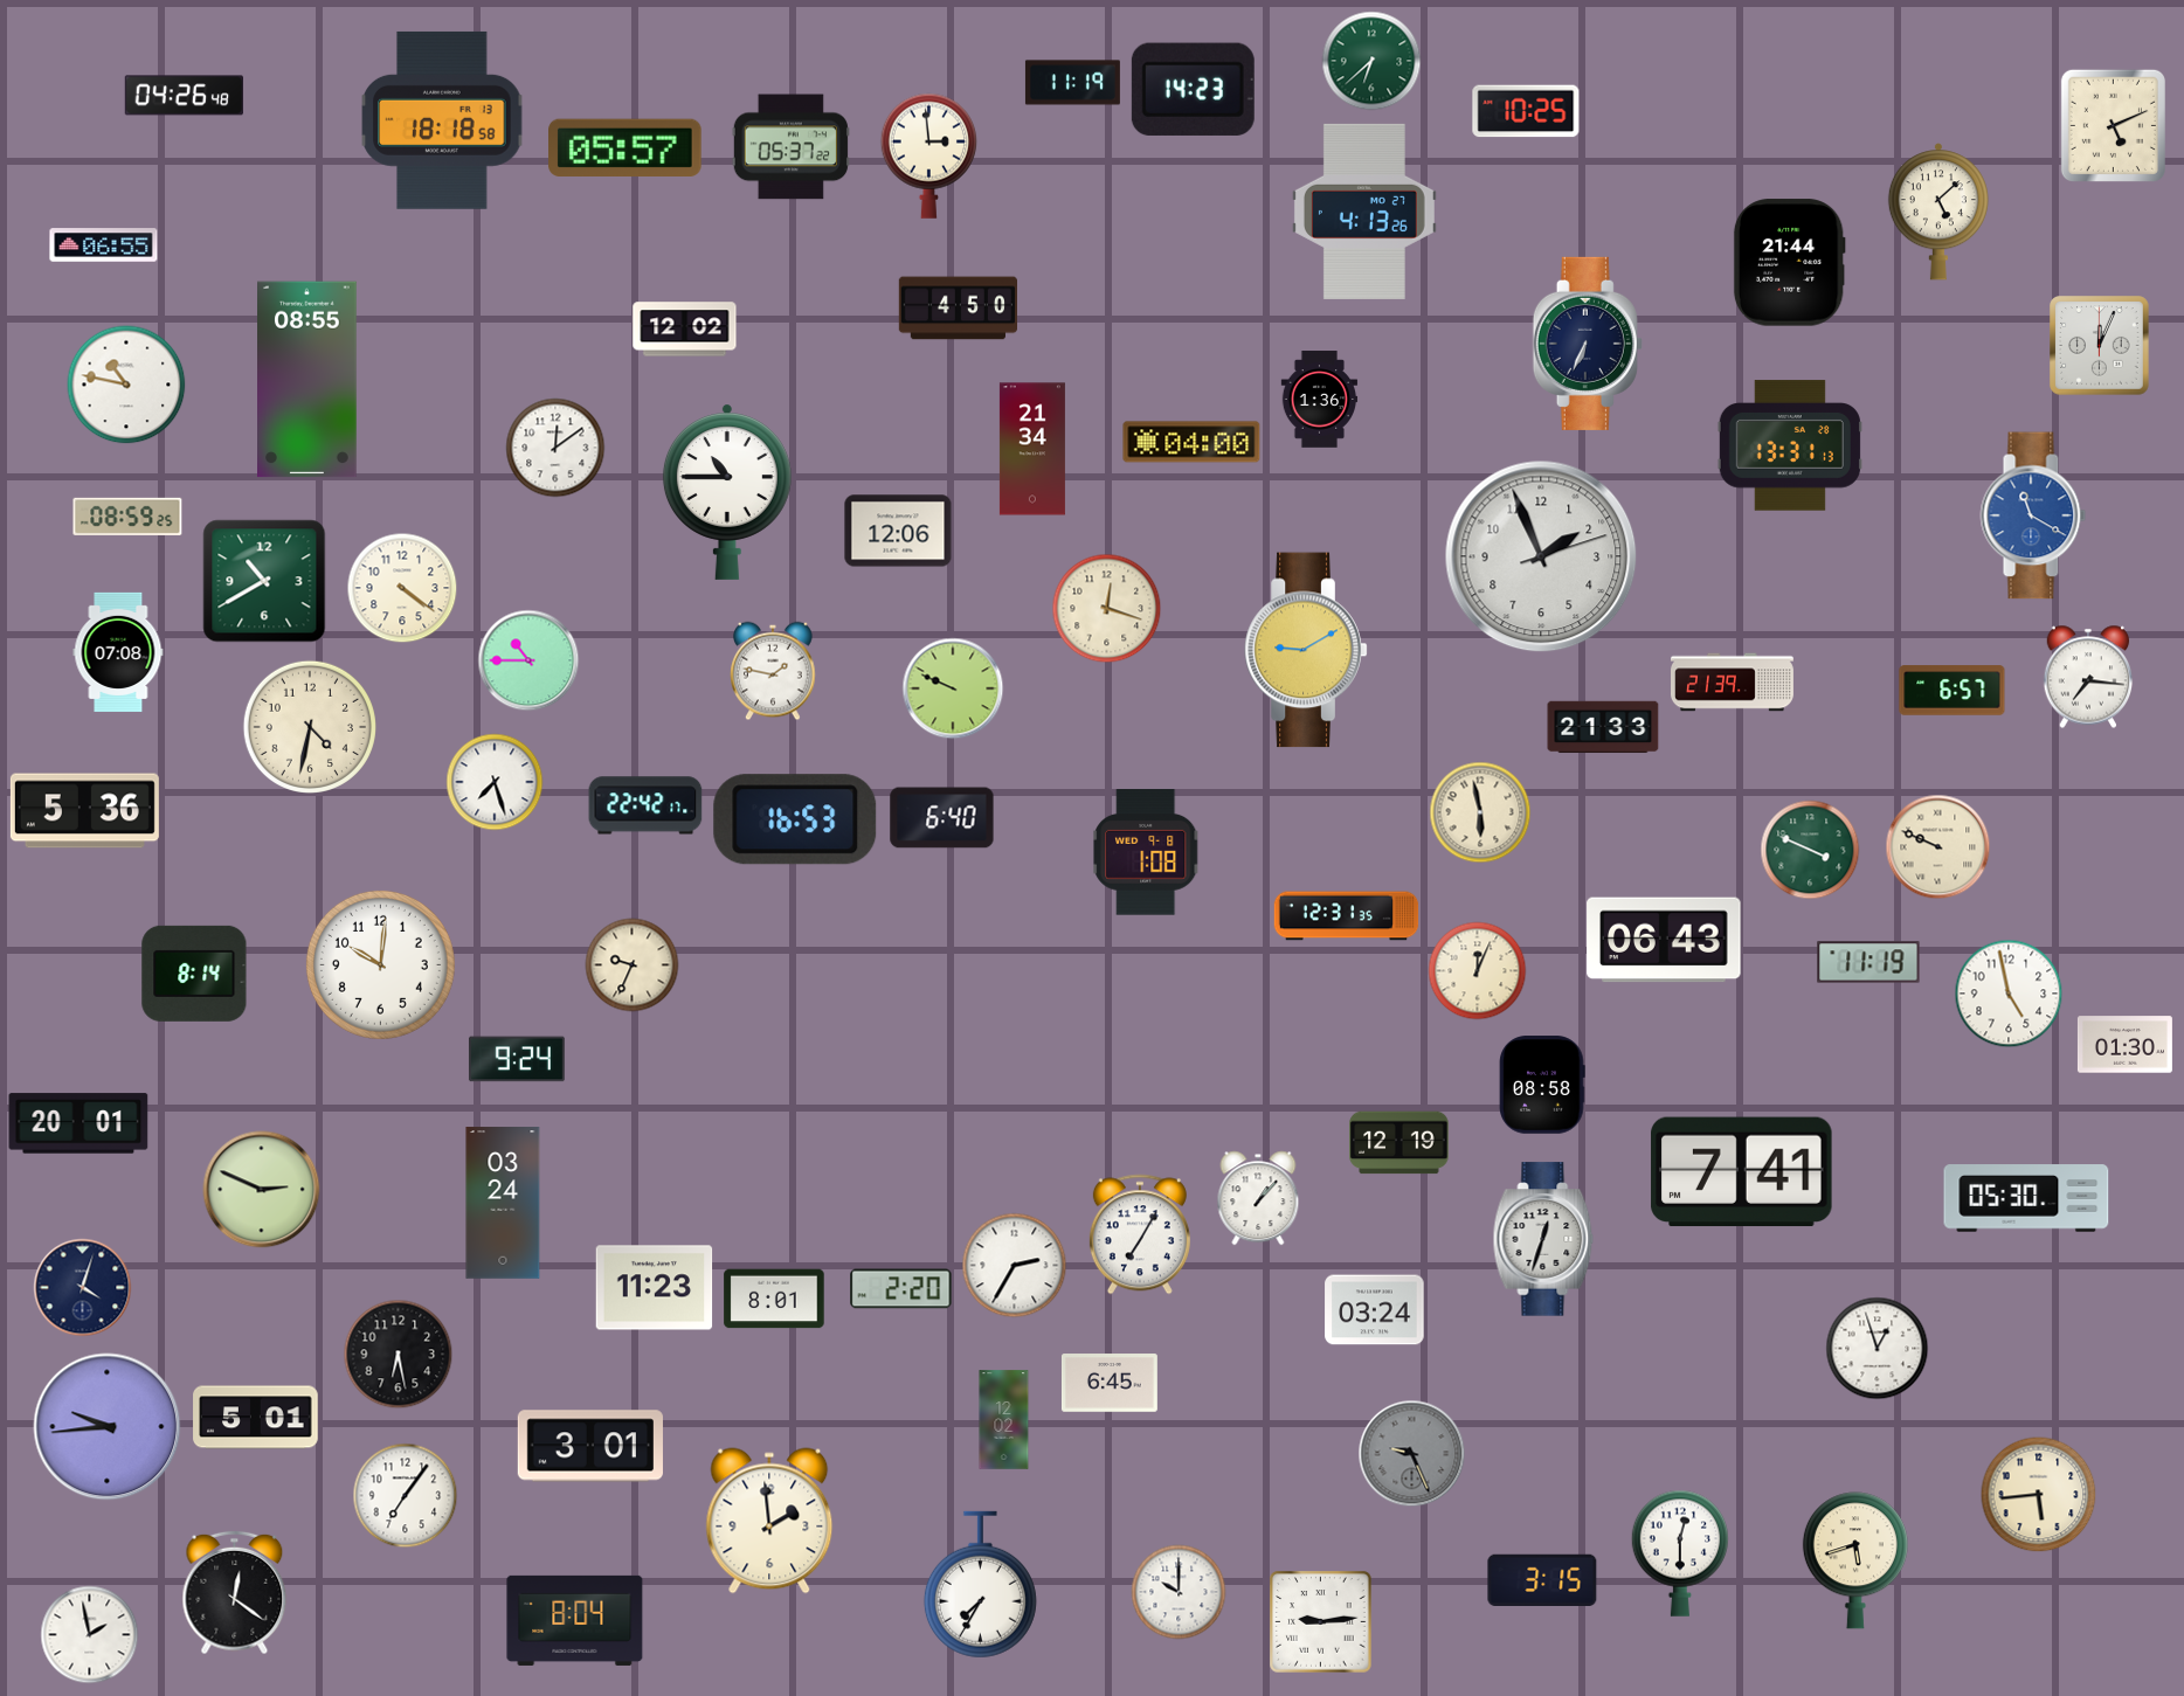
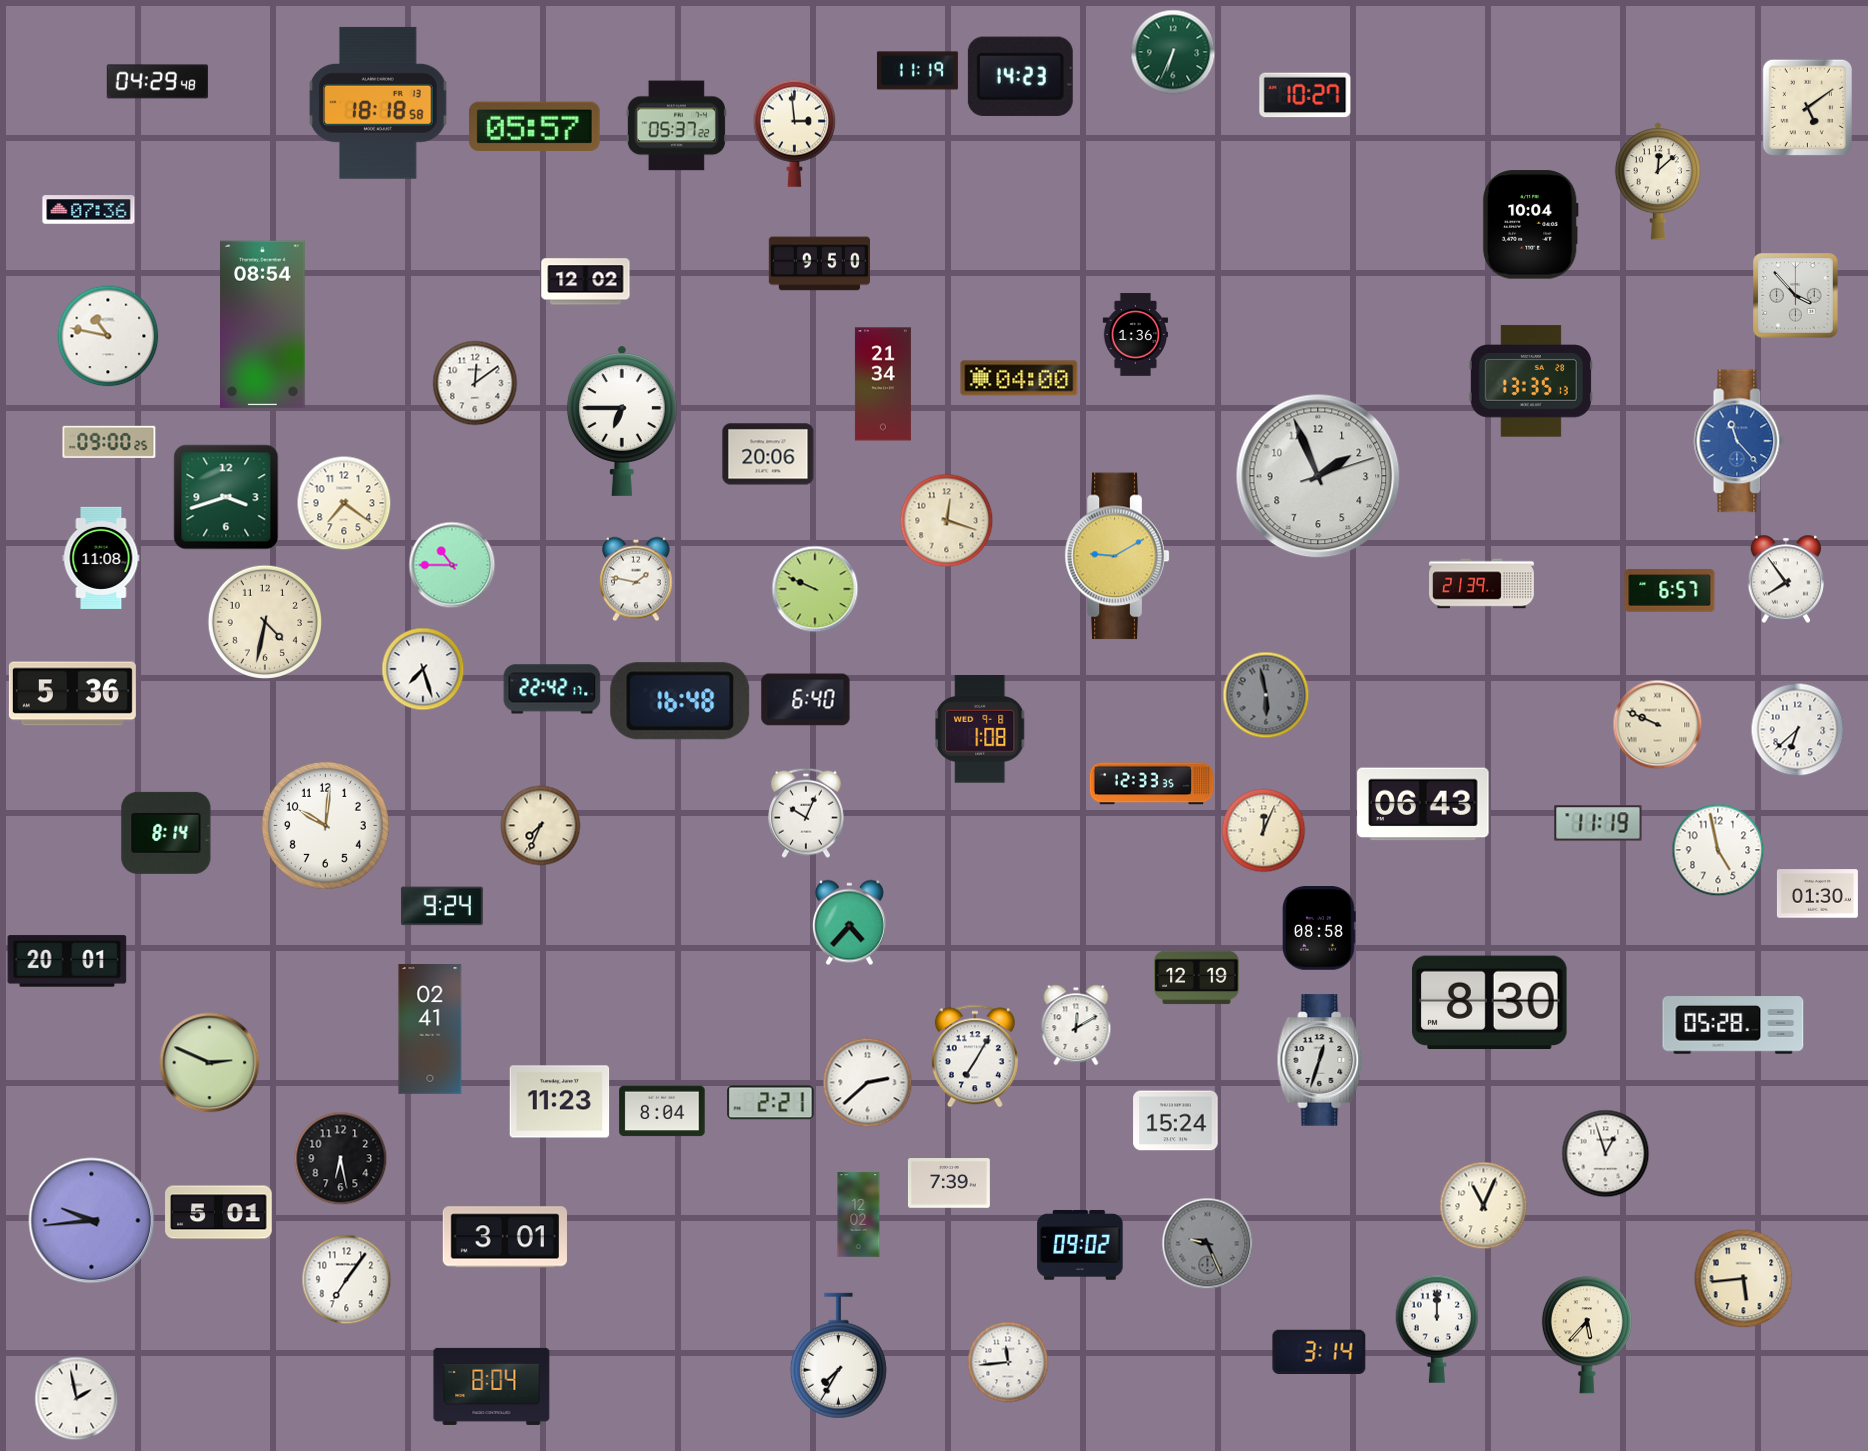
clock at (1371, 61): 6:38 -> 6:34
clock at (184, 96): 04:26 -> 04:29
clock at (1526, 111): 10:25 -> 10:27
clock at (2113, 125): 5:11 -> 5:09
clock at (1364, 212): 4:13 -> none
clock at (1938, 212): 5:08 -> 12:08
clock at (104, 245): 06:55 -> 07:36
clock at (1789, 263): 21:44 -> 10:04
clock at (958, 309): 4:50 -> 9:50
clock at (1588, 344): 6:34 -> none
clock at (2100, 346): 12:04 -> 3:53
clock at (307, 380): 08:55 -> 08:54
clock at (126, 385) position: (126, 385) -> (108, 336)
clock at (1320, 400) position: (1320, 400) -> (1136, 335)
clock at (1790, 445): 13:31 -> 13:35
clock at (727, 492): 10:45 -> 6:45
clock at (2033, 515): 11:20 -> 11:23
clock at (127, 517): 08:59 -> 09:00
clock at (898, 531): 12:06 -> 20:06
clock at (264, 581): 10:40 -> 3:42
clock at (402, 588): 4:21 -> 7:21
clock at (118, 652): 07:08 -> 11:08
clock at (773, 671) position: (773, 671) -> (636, 579)
clock at (2088, 677): 7:16 -> 7:54
clock at (1603, 727): 21:33 -> none
clock at (1480, 812) dial: cream -> grey
clock at (795, 819): 16:53 -> 16:48
clock at (1810, 850): 3:49 -> none
clock at (1798, 730): none -> 6:38
clock at (1347, 916): 12:31 -> 12:33
clock at (807, 813): none -> 10:04
clock at (633, 965): 9:34 -> 7:34
clock at (849, 923): none -> 4:37
clock at (1742, 1172): 7:41 -> 8:30
clock at (262, 1190) position: (262, 1190) -> (210, 1063)
clock at (1258, 1198): 1:07 -> 12:10
clock at (2026, 1198): 05:30 -> 05:28
clock at (503, 1203): 03:24 -> 02:41
clock at (1015, 1266): 2:35 -> 2:38
clock at (83, 1288): 4:03 -> none
clock at (901, 1289): 2:20 -> 2:21
clock at (774, 1299): 8:01 -> 8:04
clock at (1375, 1310): 03:24 -> 15:24
clock at (1110, 1383): 6:45 -> 7:39
clock at (1484, 1206): none -> 11:04
clock at (1080, 1245): none -> 09:02
clock at (769, 1521): 1:59 -> none
clock at (1679, 1553): 12:30 -> 12:00
clock at (1855, 1560): 5:42 -> 5:37
clock at (1542, 1579): 3:15 -> 3:14
clock at (1179, 1592): 10:00 -> 11:44
clock at (235, 1593): 12:21 -> none
clock at (1321, 1622): 9:14 -> none
